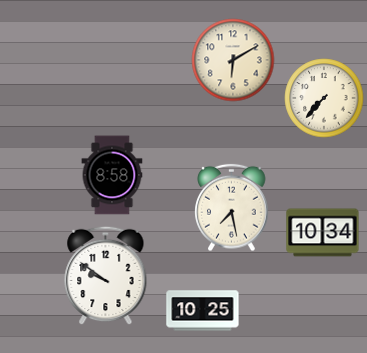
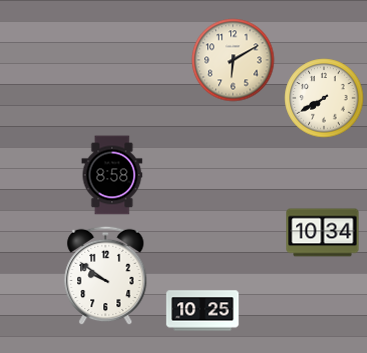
clock at (324, 98): 7:37 -> 7:40
clock at (232, 208): 7:28 -> none
